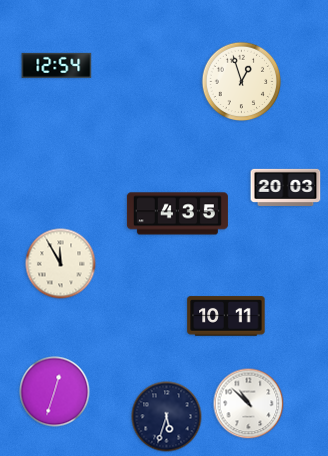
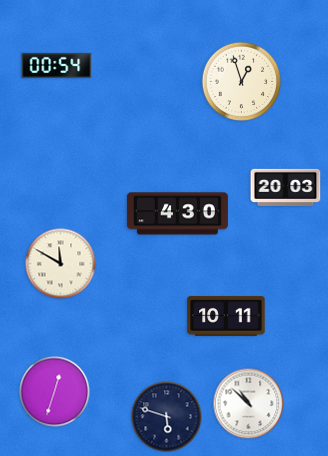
clock at (57, 65): 12:54 -> 00:54
clock at (177, 214): 4:35 -> 4:30
clock at (61, 264): 11:55 -> 11:50
clock at (167, 417): 5:33 -> 5:48
